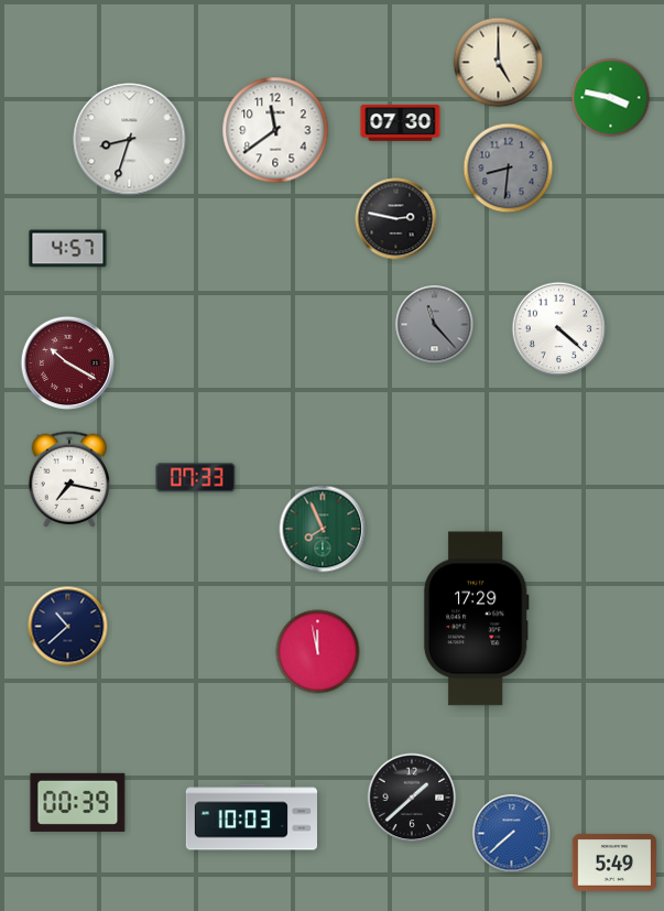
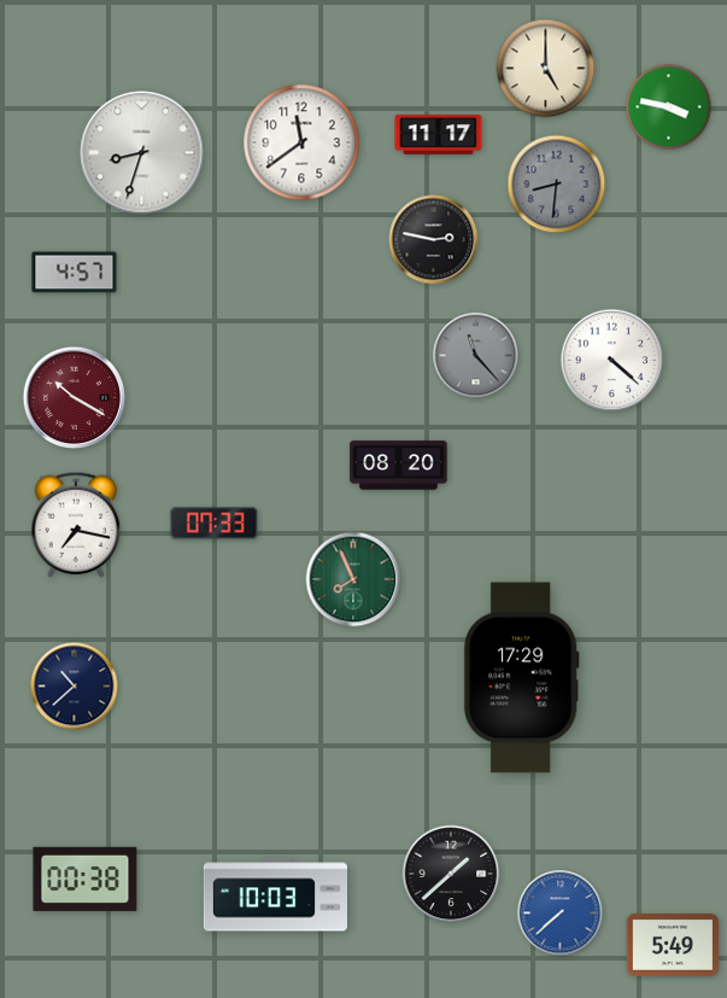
clock at (401, 123): 07:30 -> 11:17
clock at (399, 466): none -> 08:20
clock at (318, 652): 11:58 -> none
clock at (78, 802): 00:39 -> 00:38
